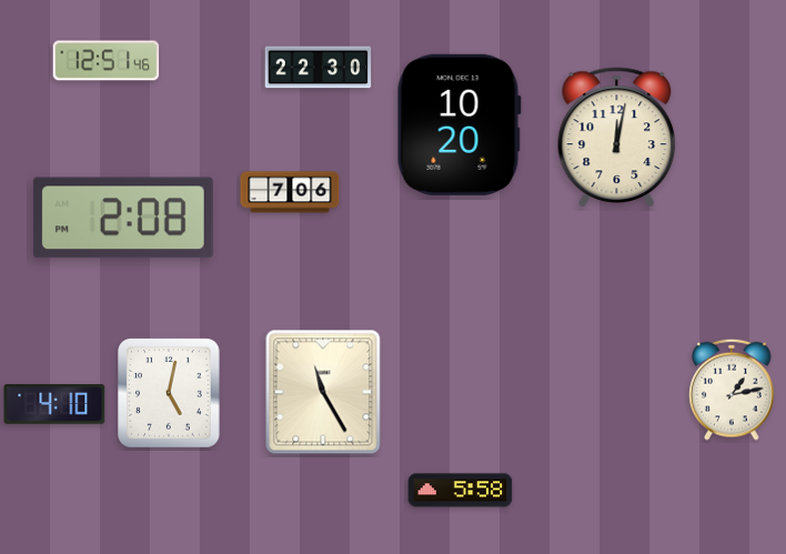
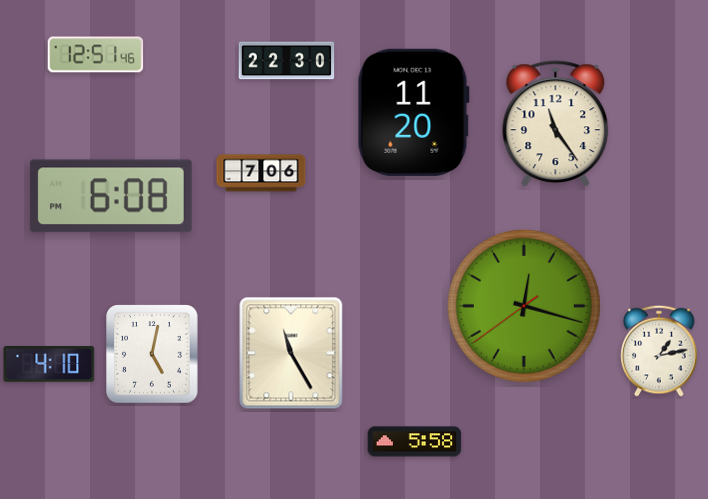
clock at (458, 124): 10:20 -> 11:20
clock at (617, 138): 12:02 -> 11:24
clock at (123, 218): 2:08 -> 6:08
clock at (524, 306): none -> 12:17
